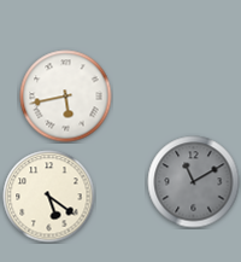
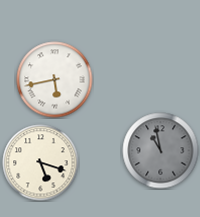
clock at (194, 182): 11:10 -> 10:58
clock at (49, 197): 5:21 -> 5:18
